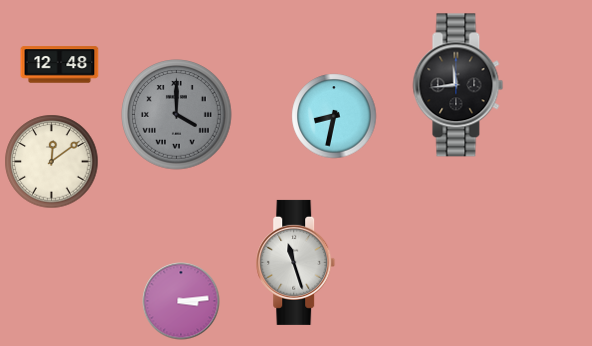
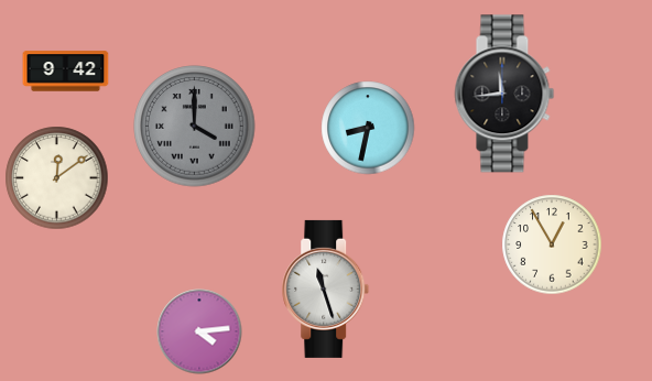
clock at (60, 65): 12:48 -> 9:42
clock at (552, 244): none -> 12:55
clock at (181, 301): 3:14 -> 4:14
